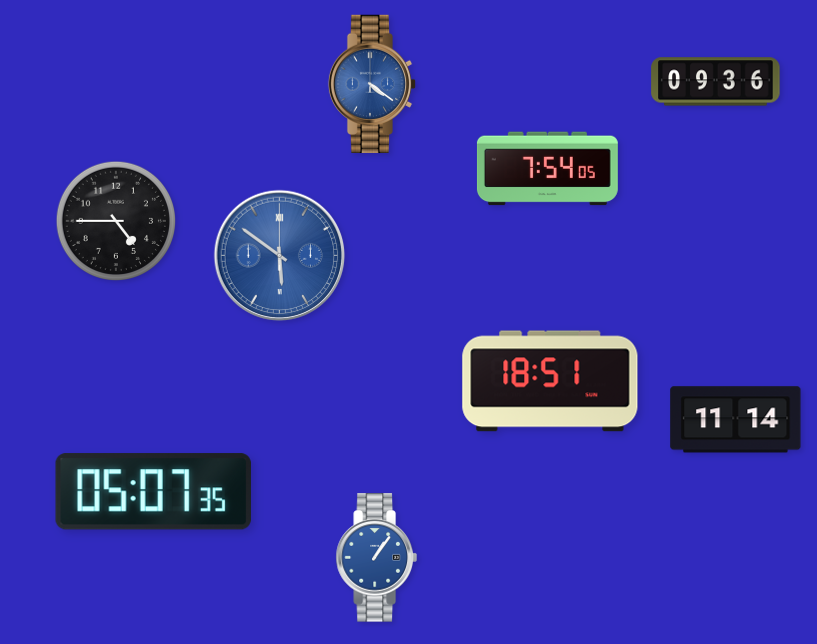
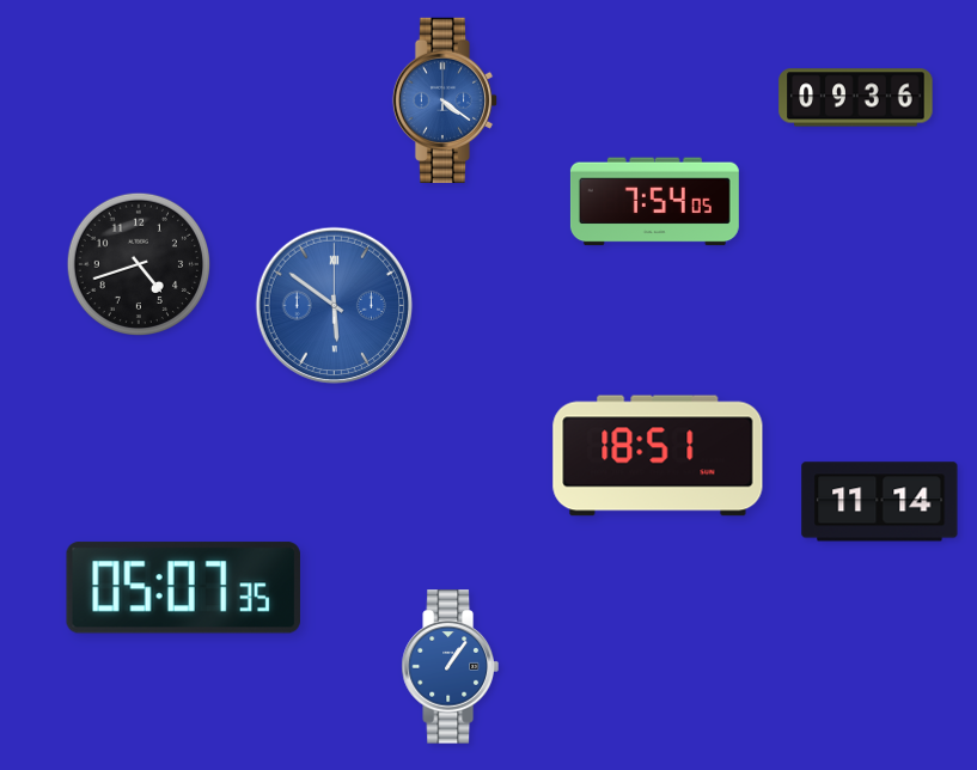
clock at (115, 220): 4:45 -> 4:42
